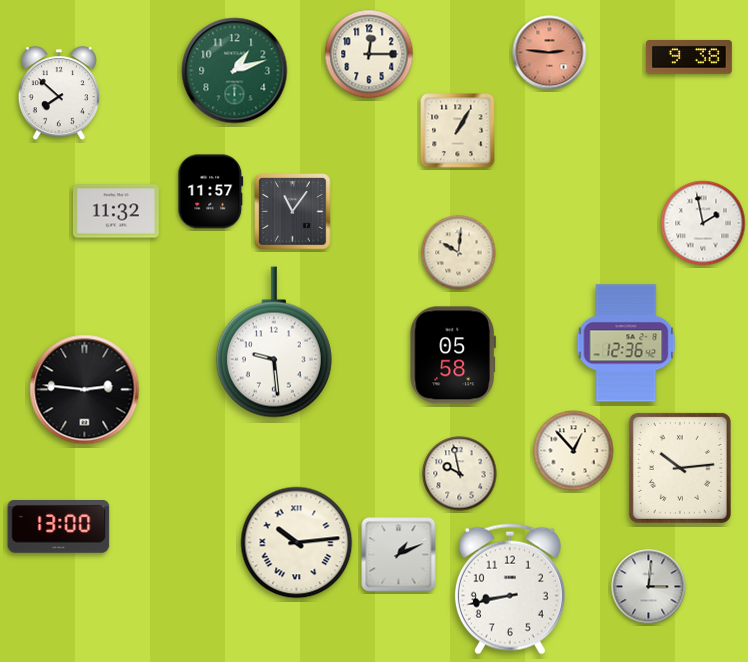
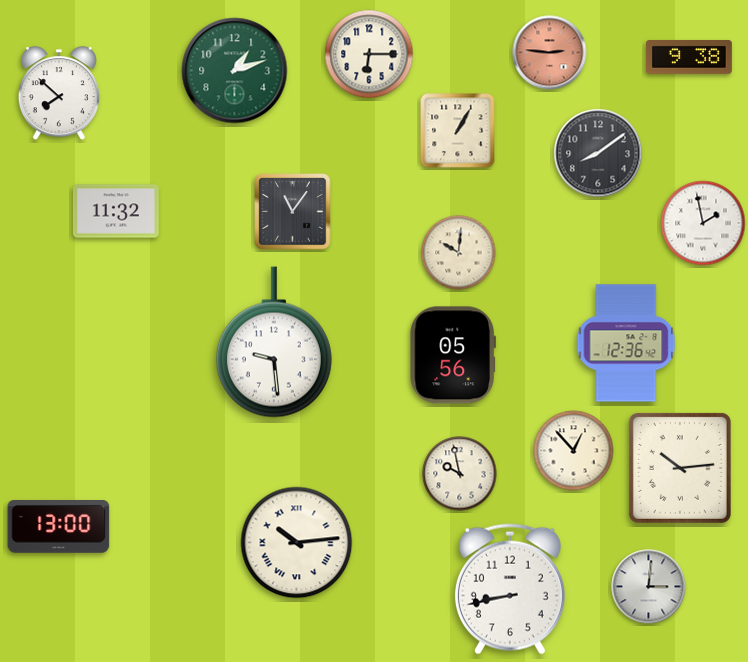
clock at (369, 54): 12:15 -> 6:15
clock at (598, 153): none -> 8:09
clock at (211, 192): 11:57 -> none
clock at (453, 355): 05:58 -> 05:56
clock at (85, 390): 2:46 -> none
clock at (399, 555): 1:11 -> none
